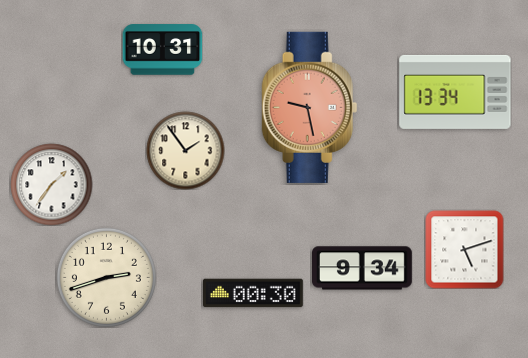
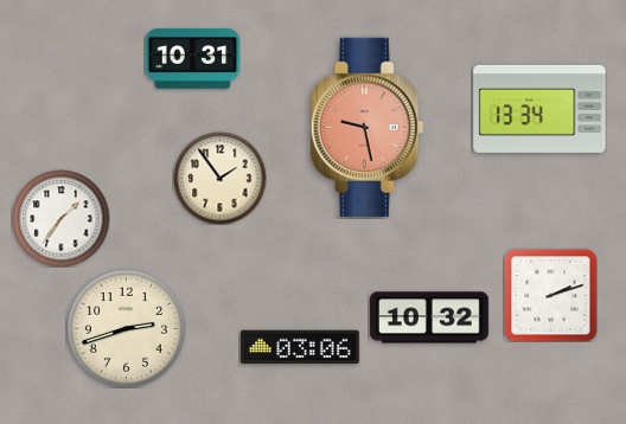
clock at (464, 249): 5:12 -> 2:12
clock at (363, 268): 9:34 -> 10:32
clock at (254, 293): 00:30 -> 03:06
